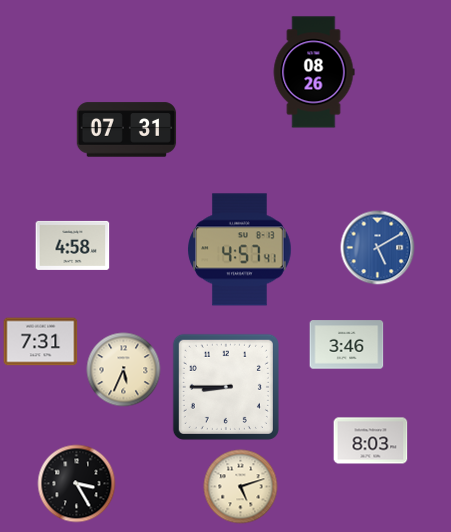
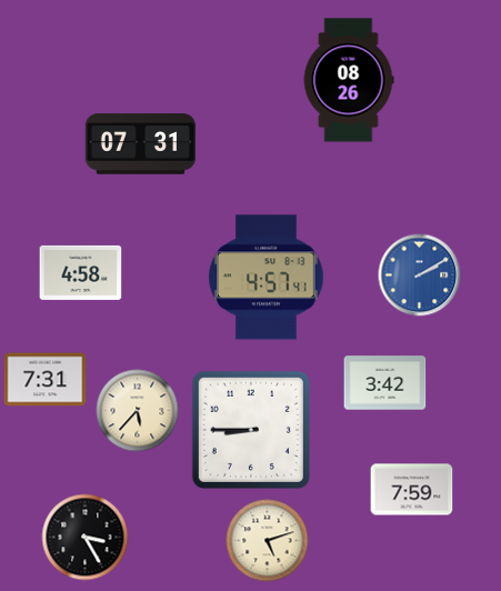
clock at (378, 248): 5:10 -> 2:10
clock at (347, 345): 3:46 -> 3:42
clock at (124, 370): 5:34 -> 5:37
clock at (371, 441): 8:03 -> 7:59
